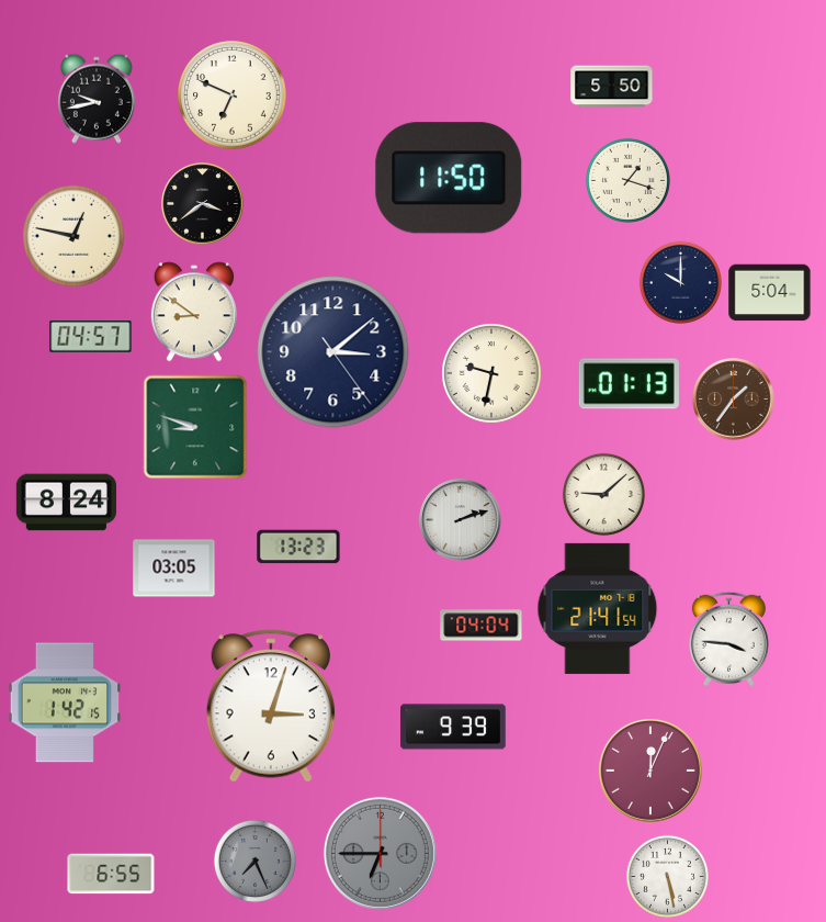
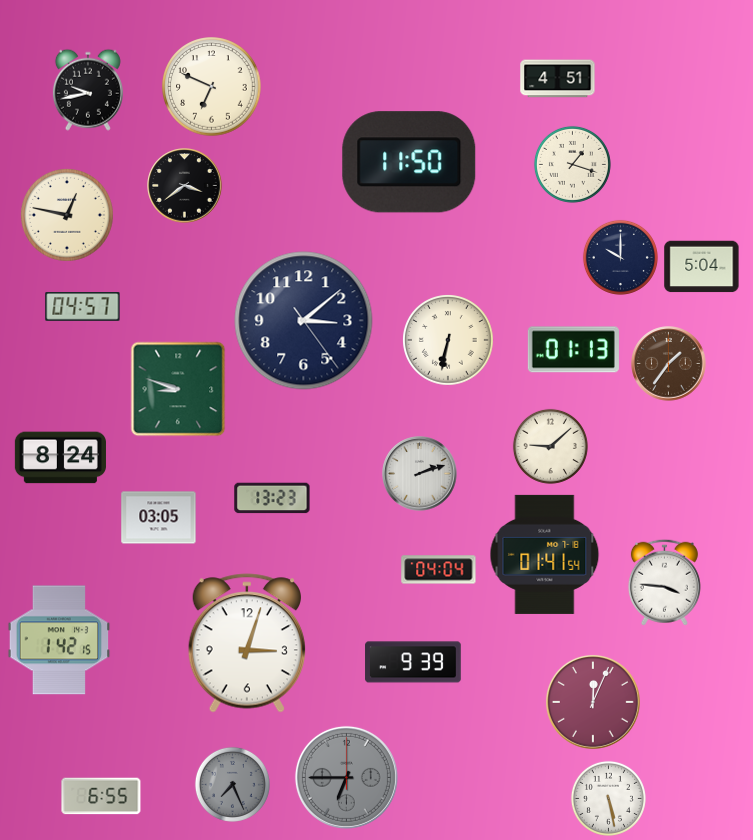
clock at (612, 87): 5:50 -> 4:51
clock at (194, 312): 8:51 -> none
clock at (493, 374): 9:32 -> 6:32
clock at (603, 494) position: (603, 494) -> (550, 446)
clock at (598, 608): 21:41 -> 01:41
